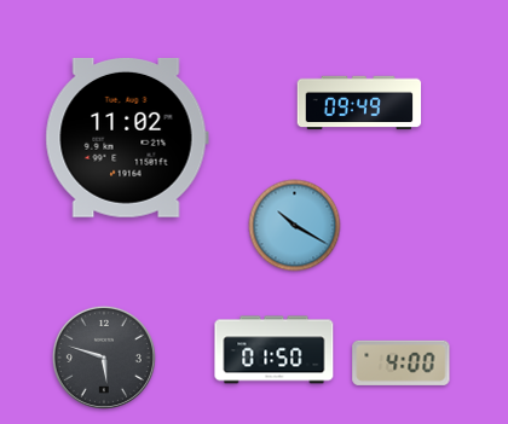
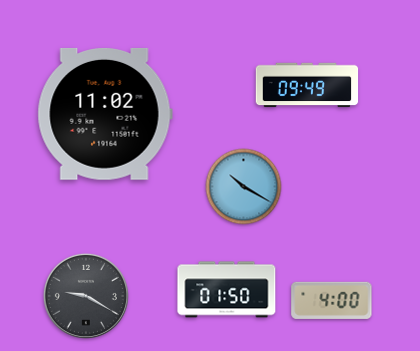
clock at (359, 103) position: (359, 103) -> (307, 85)
clock at (104, 358): 5:48 -> 9:20
